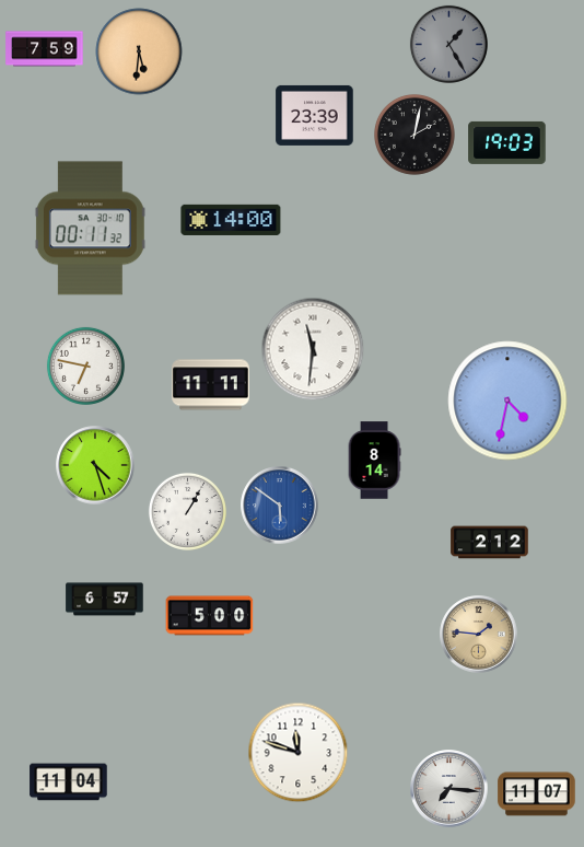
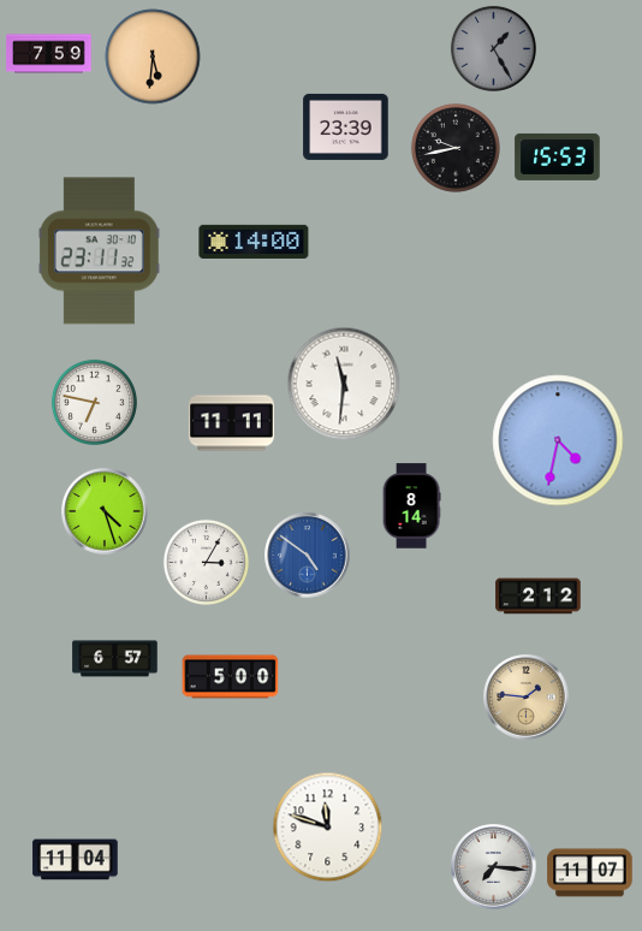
clock at (414, 135): 2:02 -> 9:43
clock at (507, 142): 19:03 -> 15:53
clock at (90, 229): 00:11 -> 23:11
clock at (280, 506): 5:51 -> 4:51
clock at (187, 511): 1:05 -> 3:05
